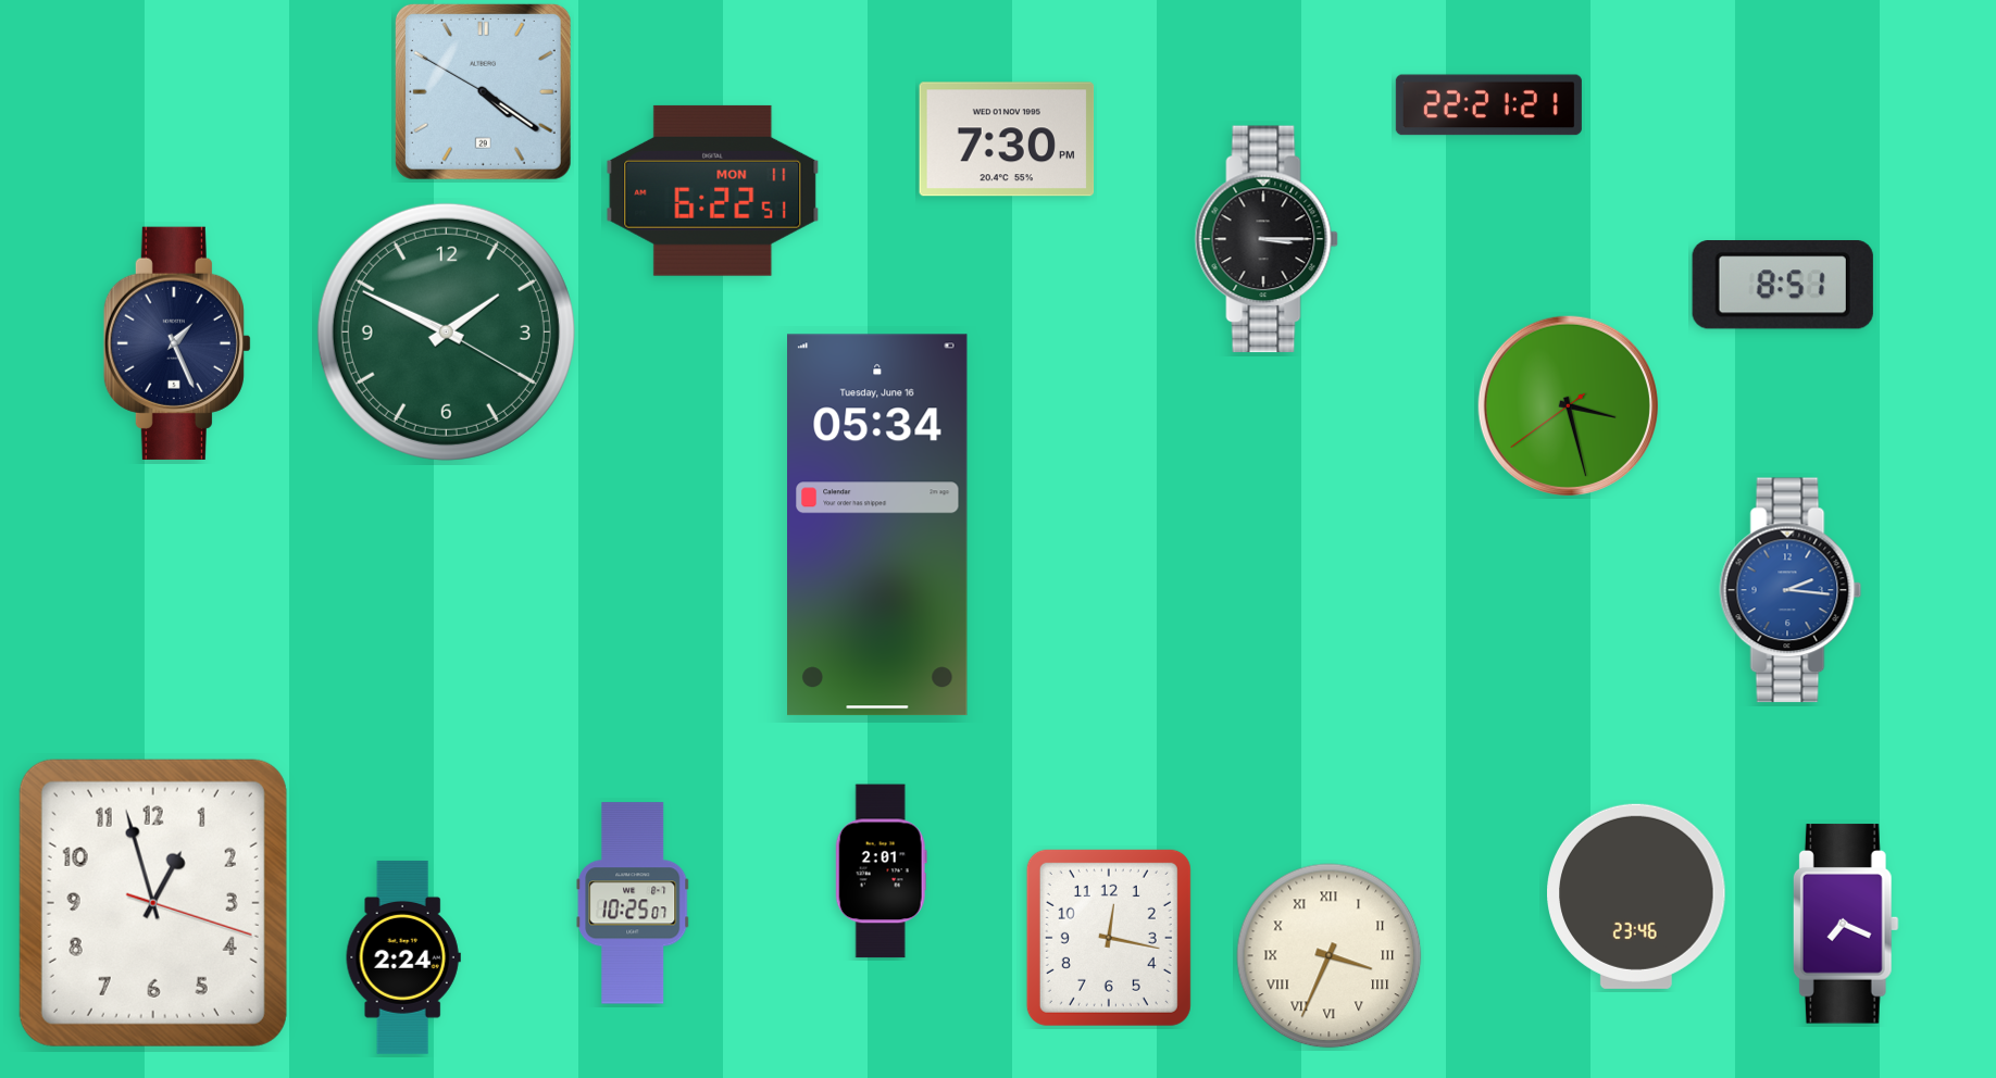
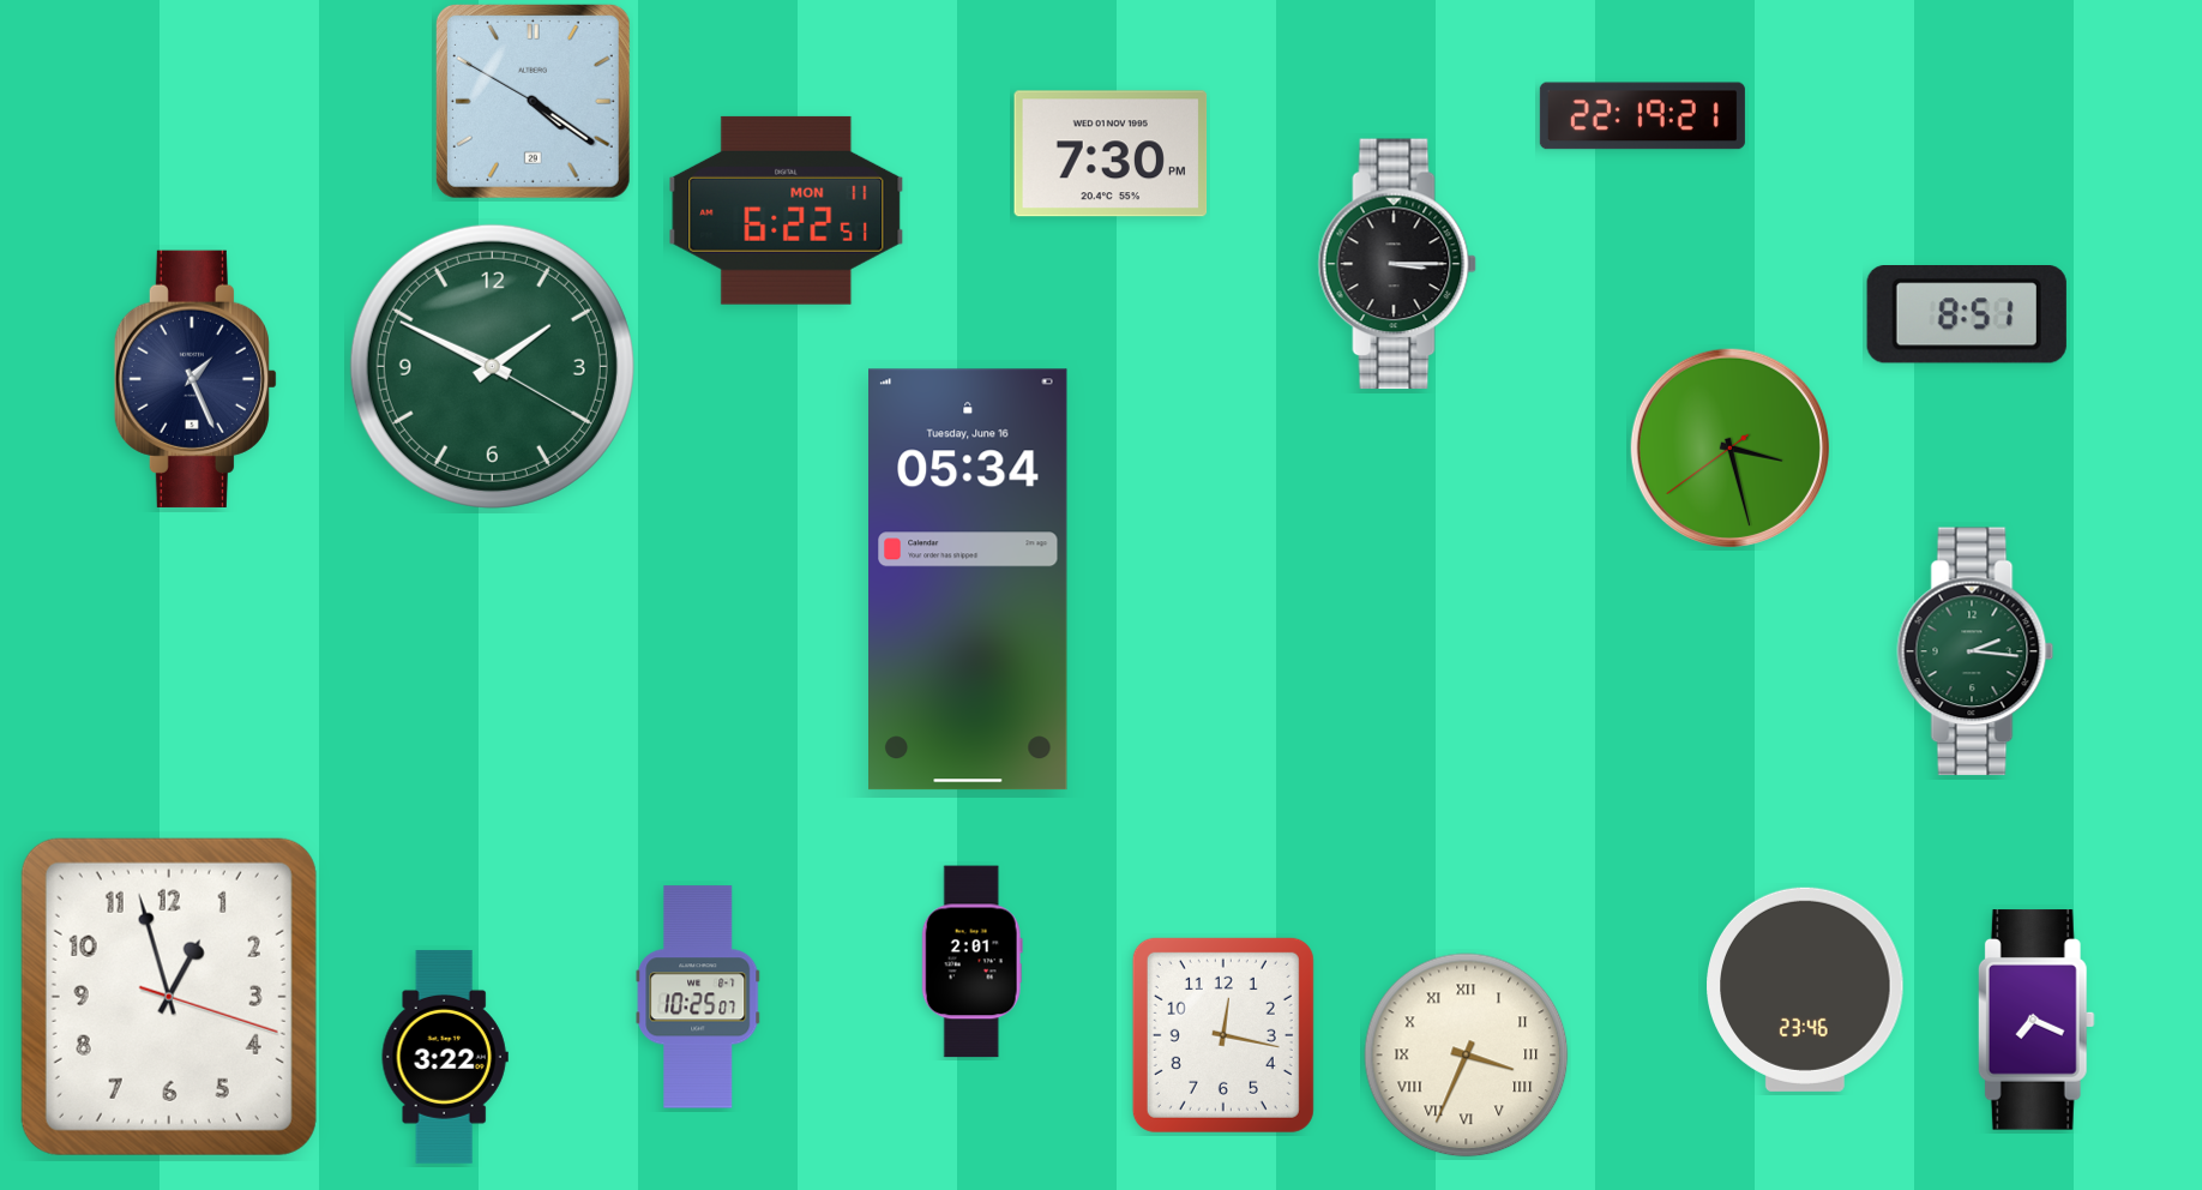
clock at (1488, 105): 22:21 -> 22:19
clock at (1791, 590) dial: blue -> green
clock at (403, 957): 2:24 -> 3:22
